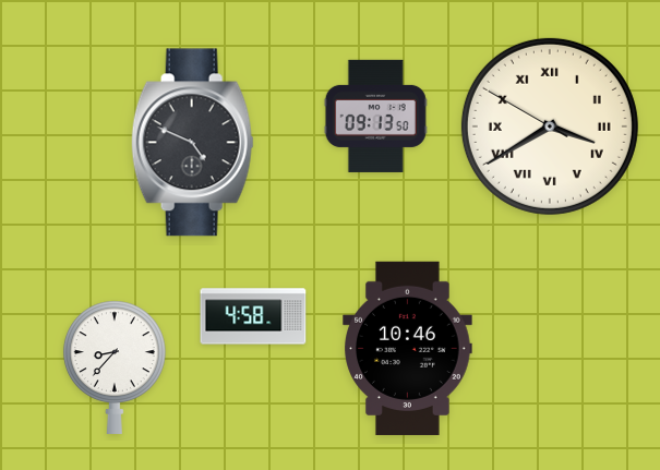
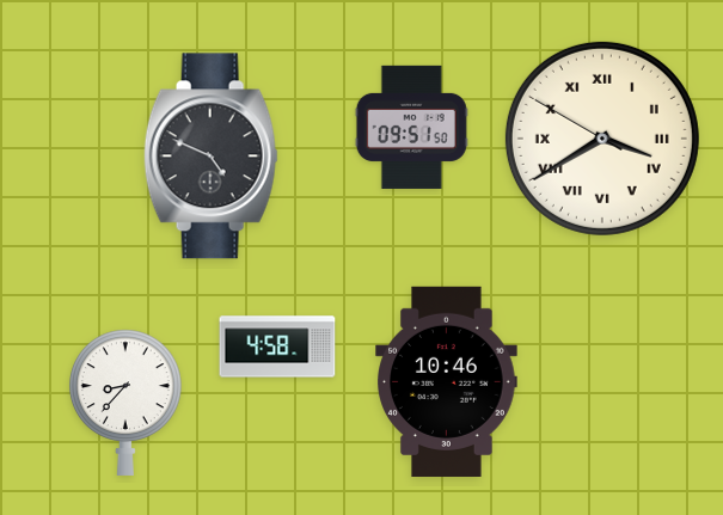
clock at (375, 116): 09:13 -> 09:51
